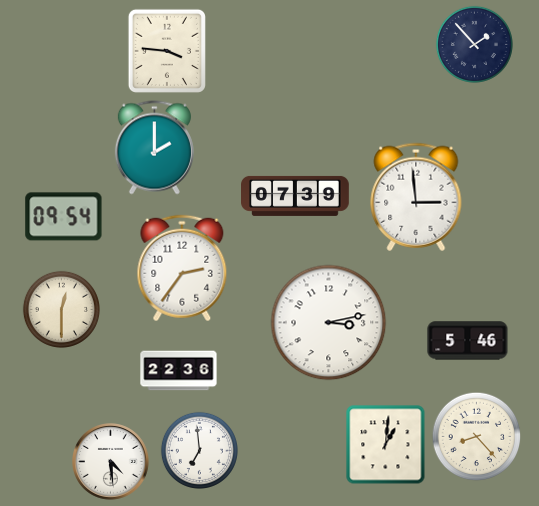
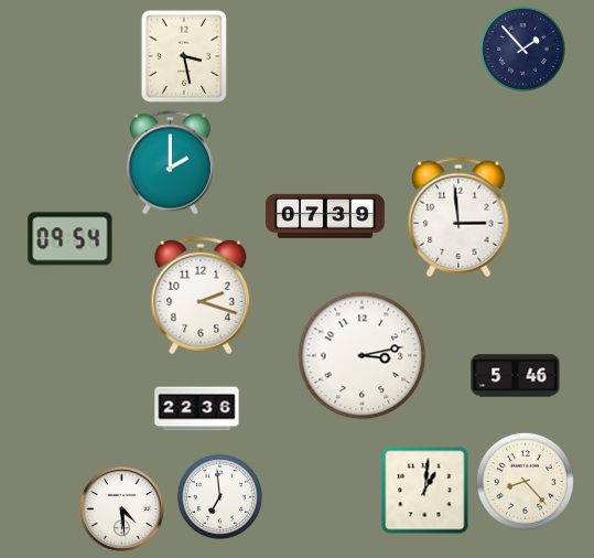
clock at (167, 51): 3:46 -> 3:28
clock at (182, 268): 2:36 -> 2:18
clock at (61, 309): 12:30 -> none
